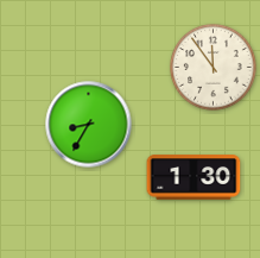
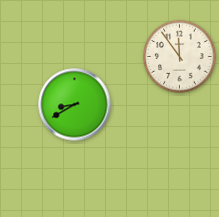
clock at (89, 125): 8:35 -> 8:40
clock at (194, 177): 1:30 -> none
